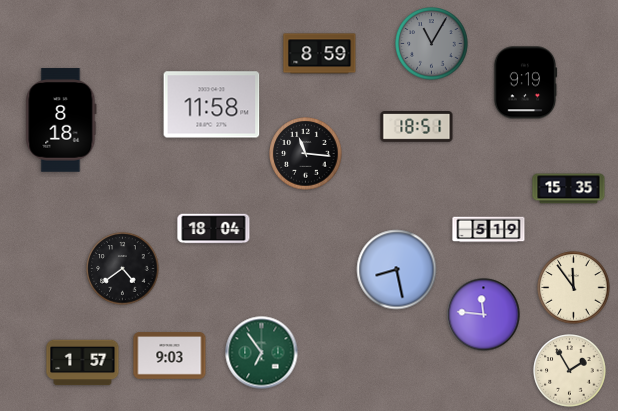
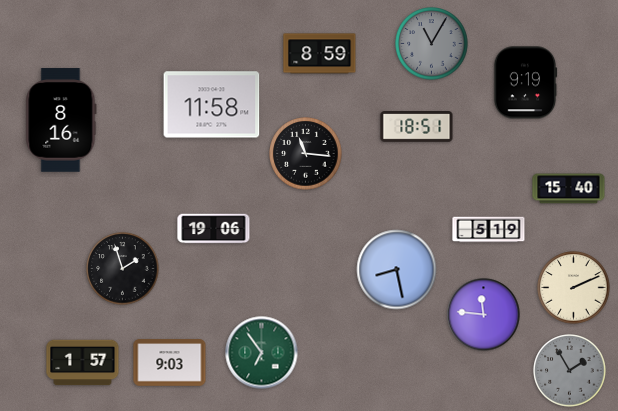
clock at (61, 120): 8:18 -> 8:16
clock at (569, 189): 15:35 -> 15:40
clock at (214, 229): 18:04 -> 19:06
clock at (123, 269): 4:39 -> 1:57
clock at (574, 288): 11:54 -> 2:11
clock at (170, 356) position: (170, 356) -> (170, 363)
clock at (570, 371) dial: cream -> grey
